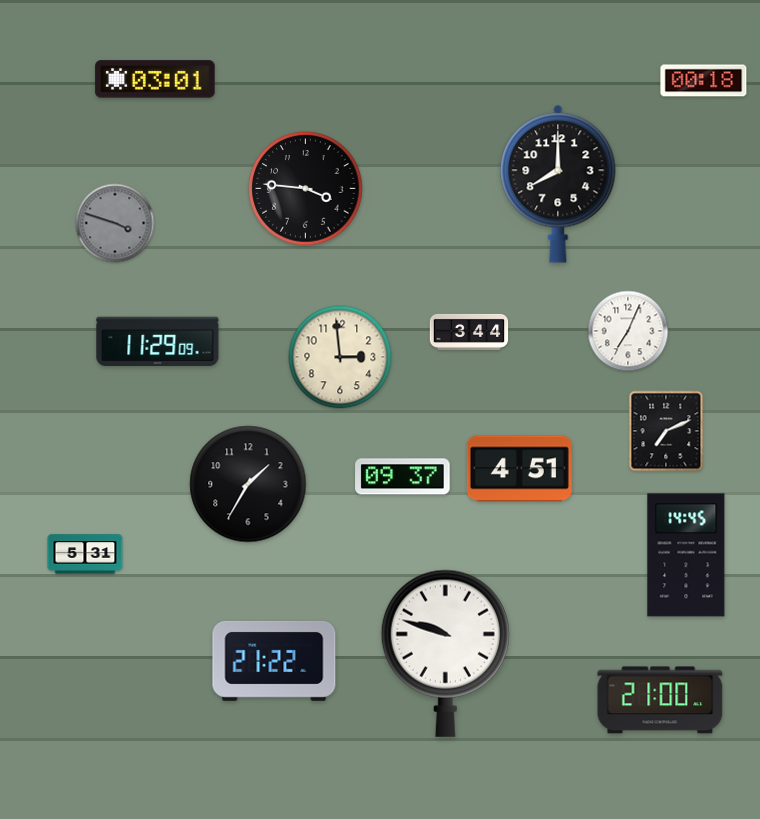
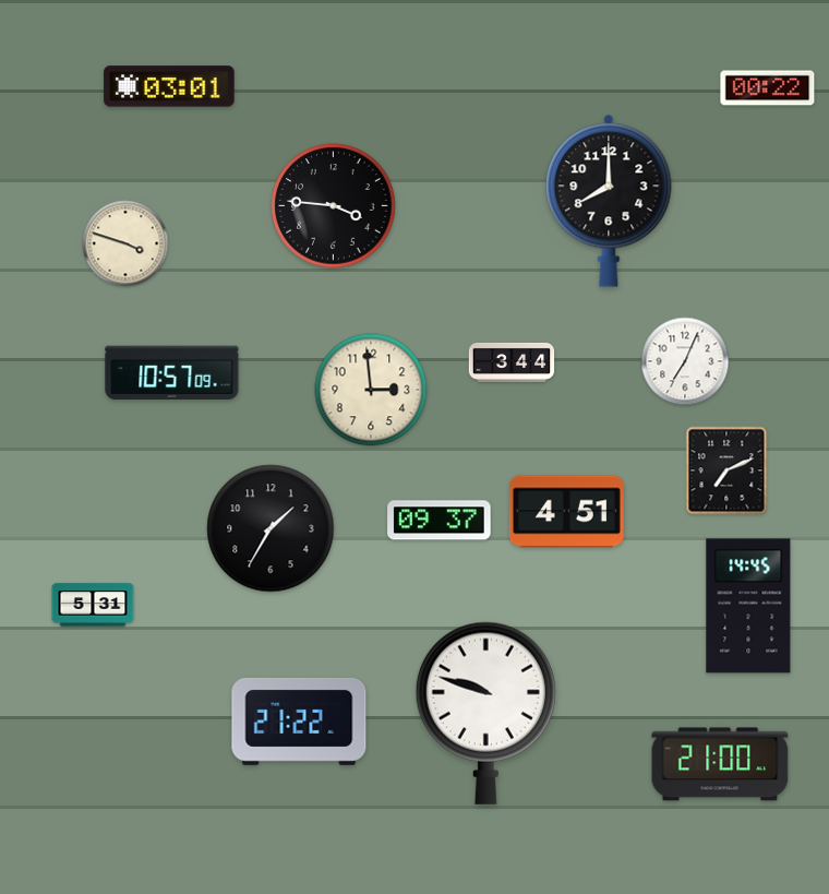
clock at (704, 81): 00:18 -> 00:22
clock at (115, 223) dial: grey -> cream
clock at (158, 341): 11:29 -> 10:57
